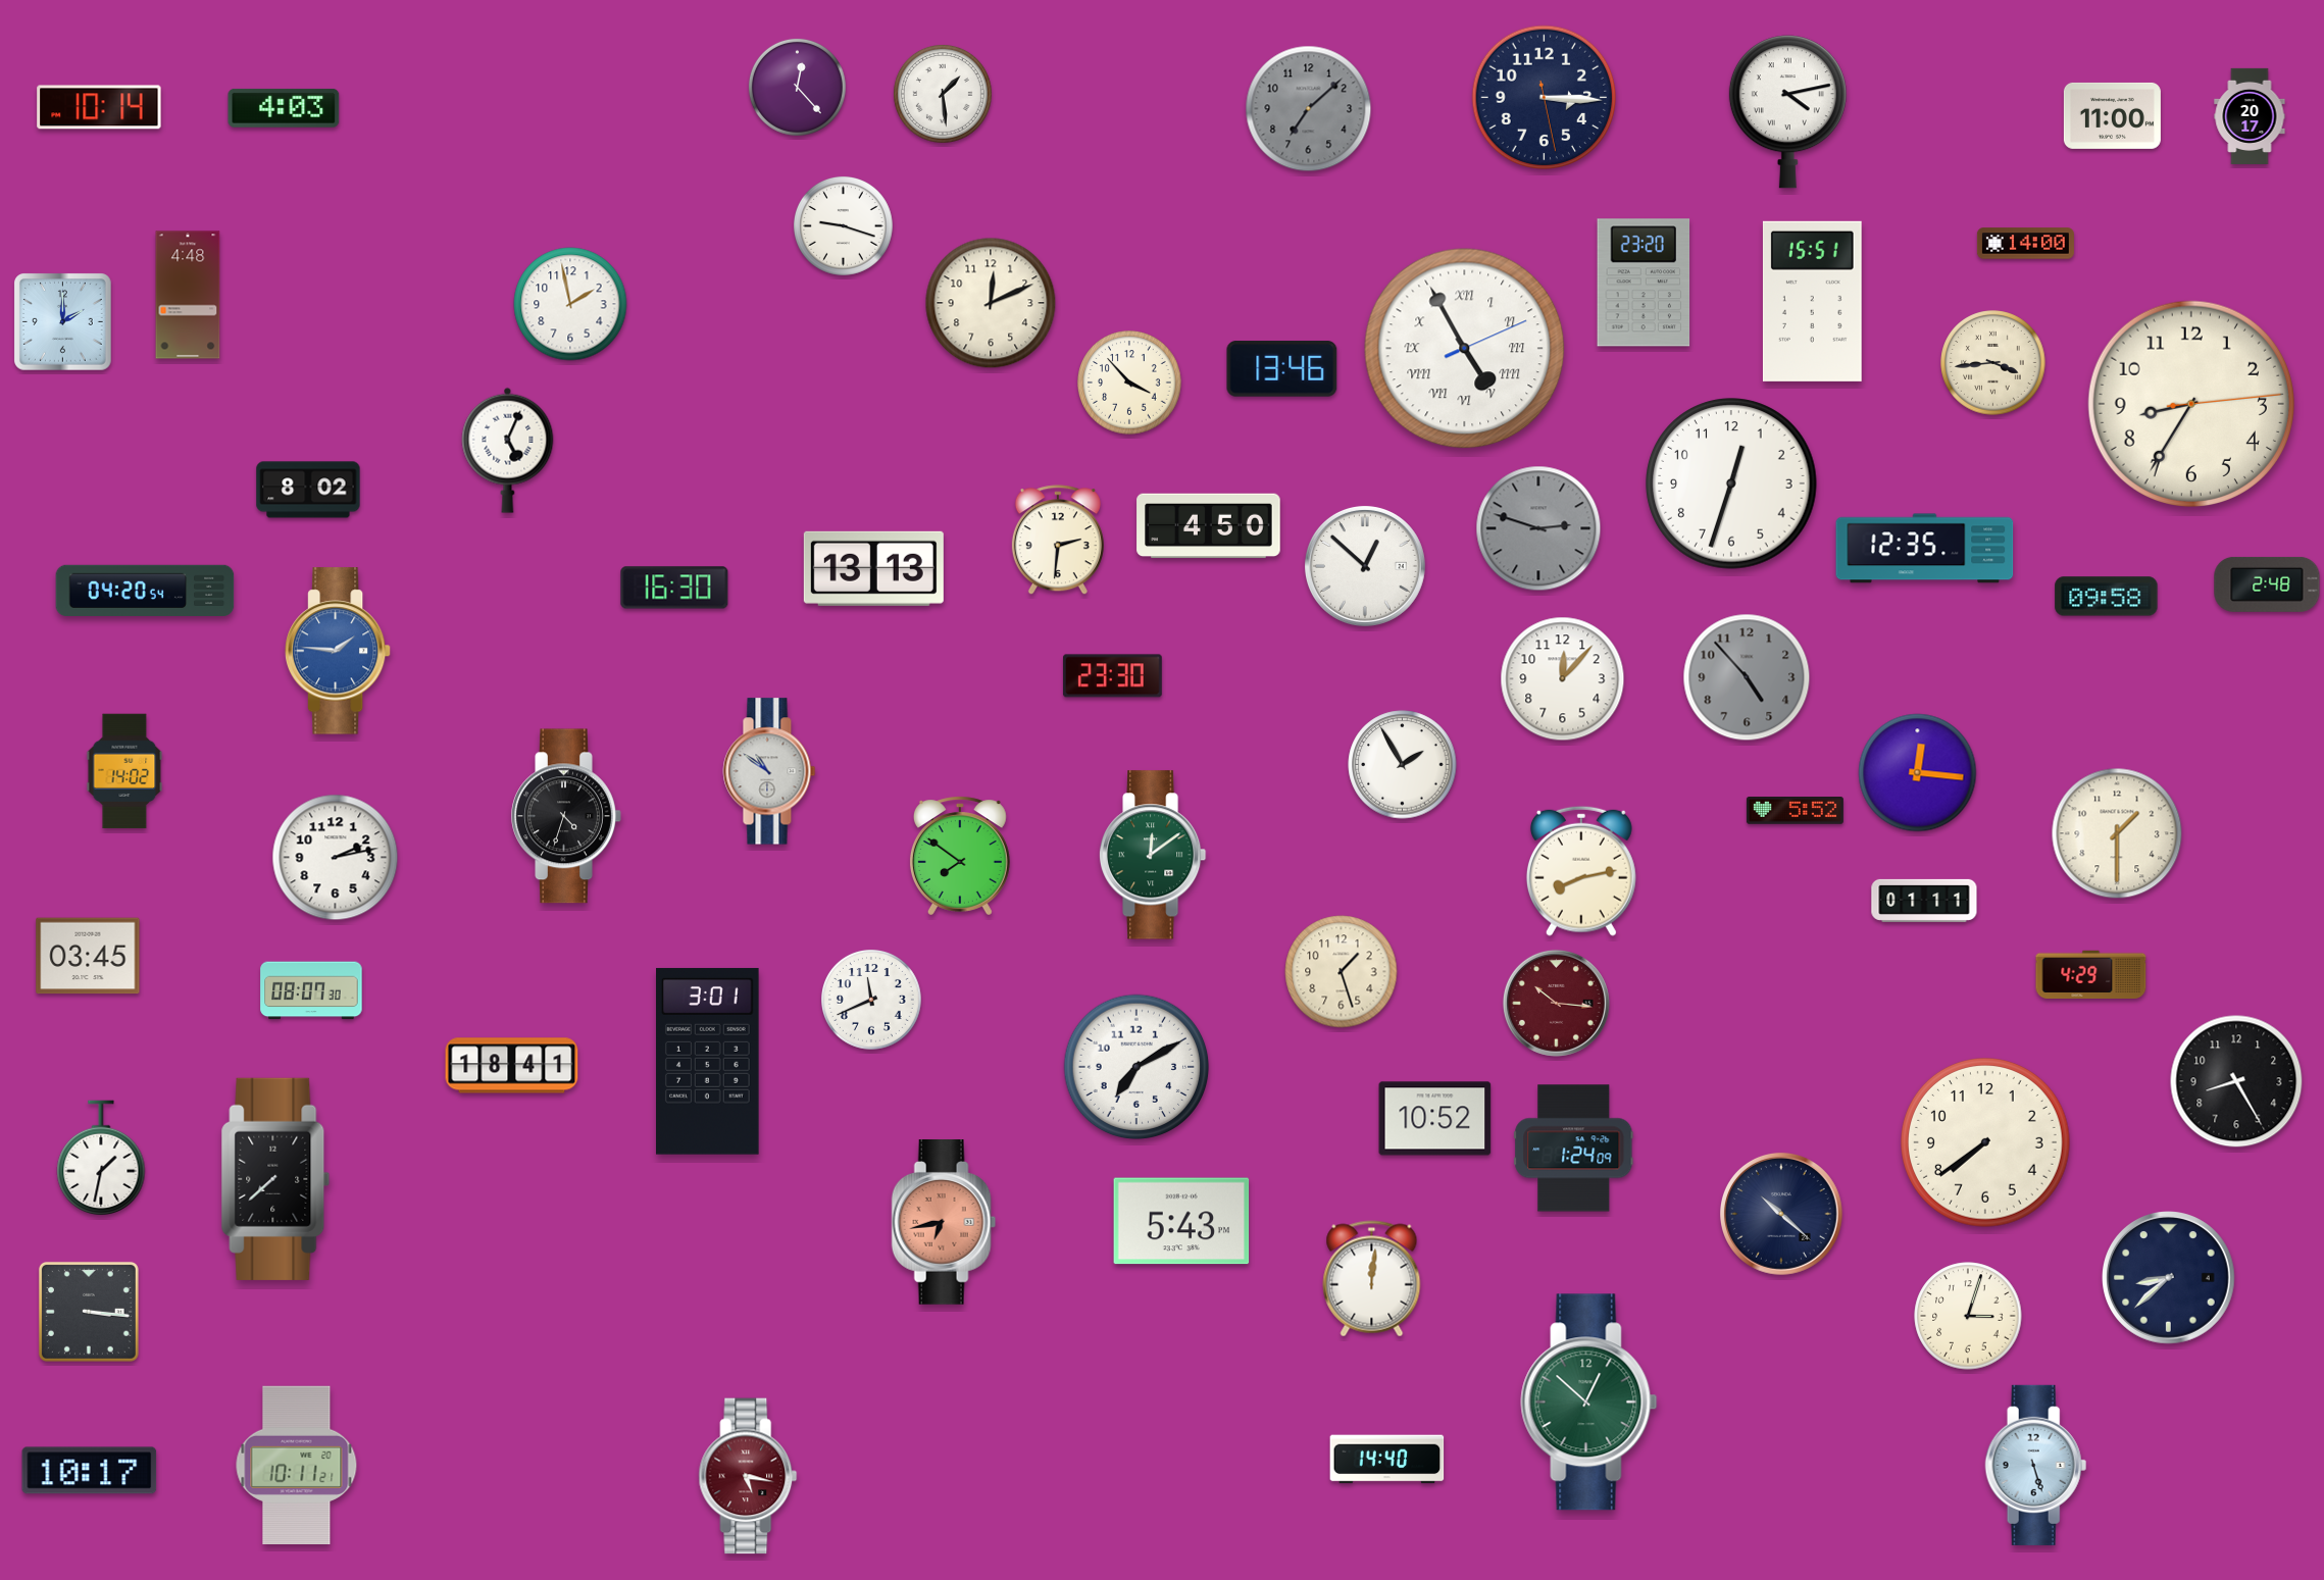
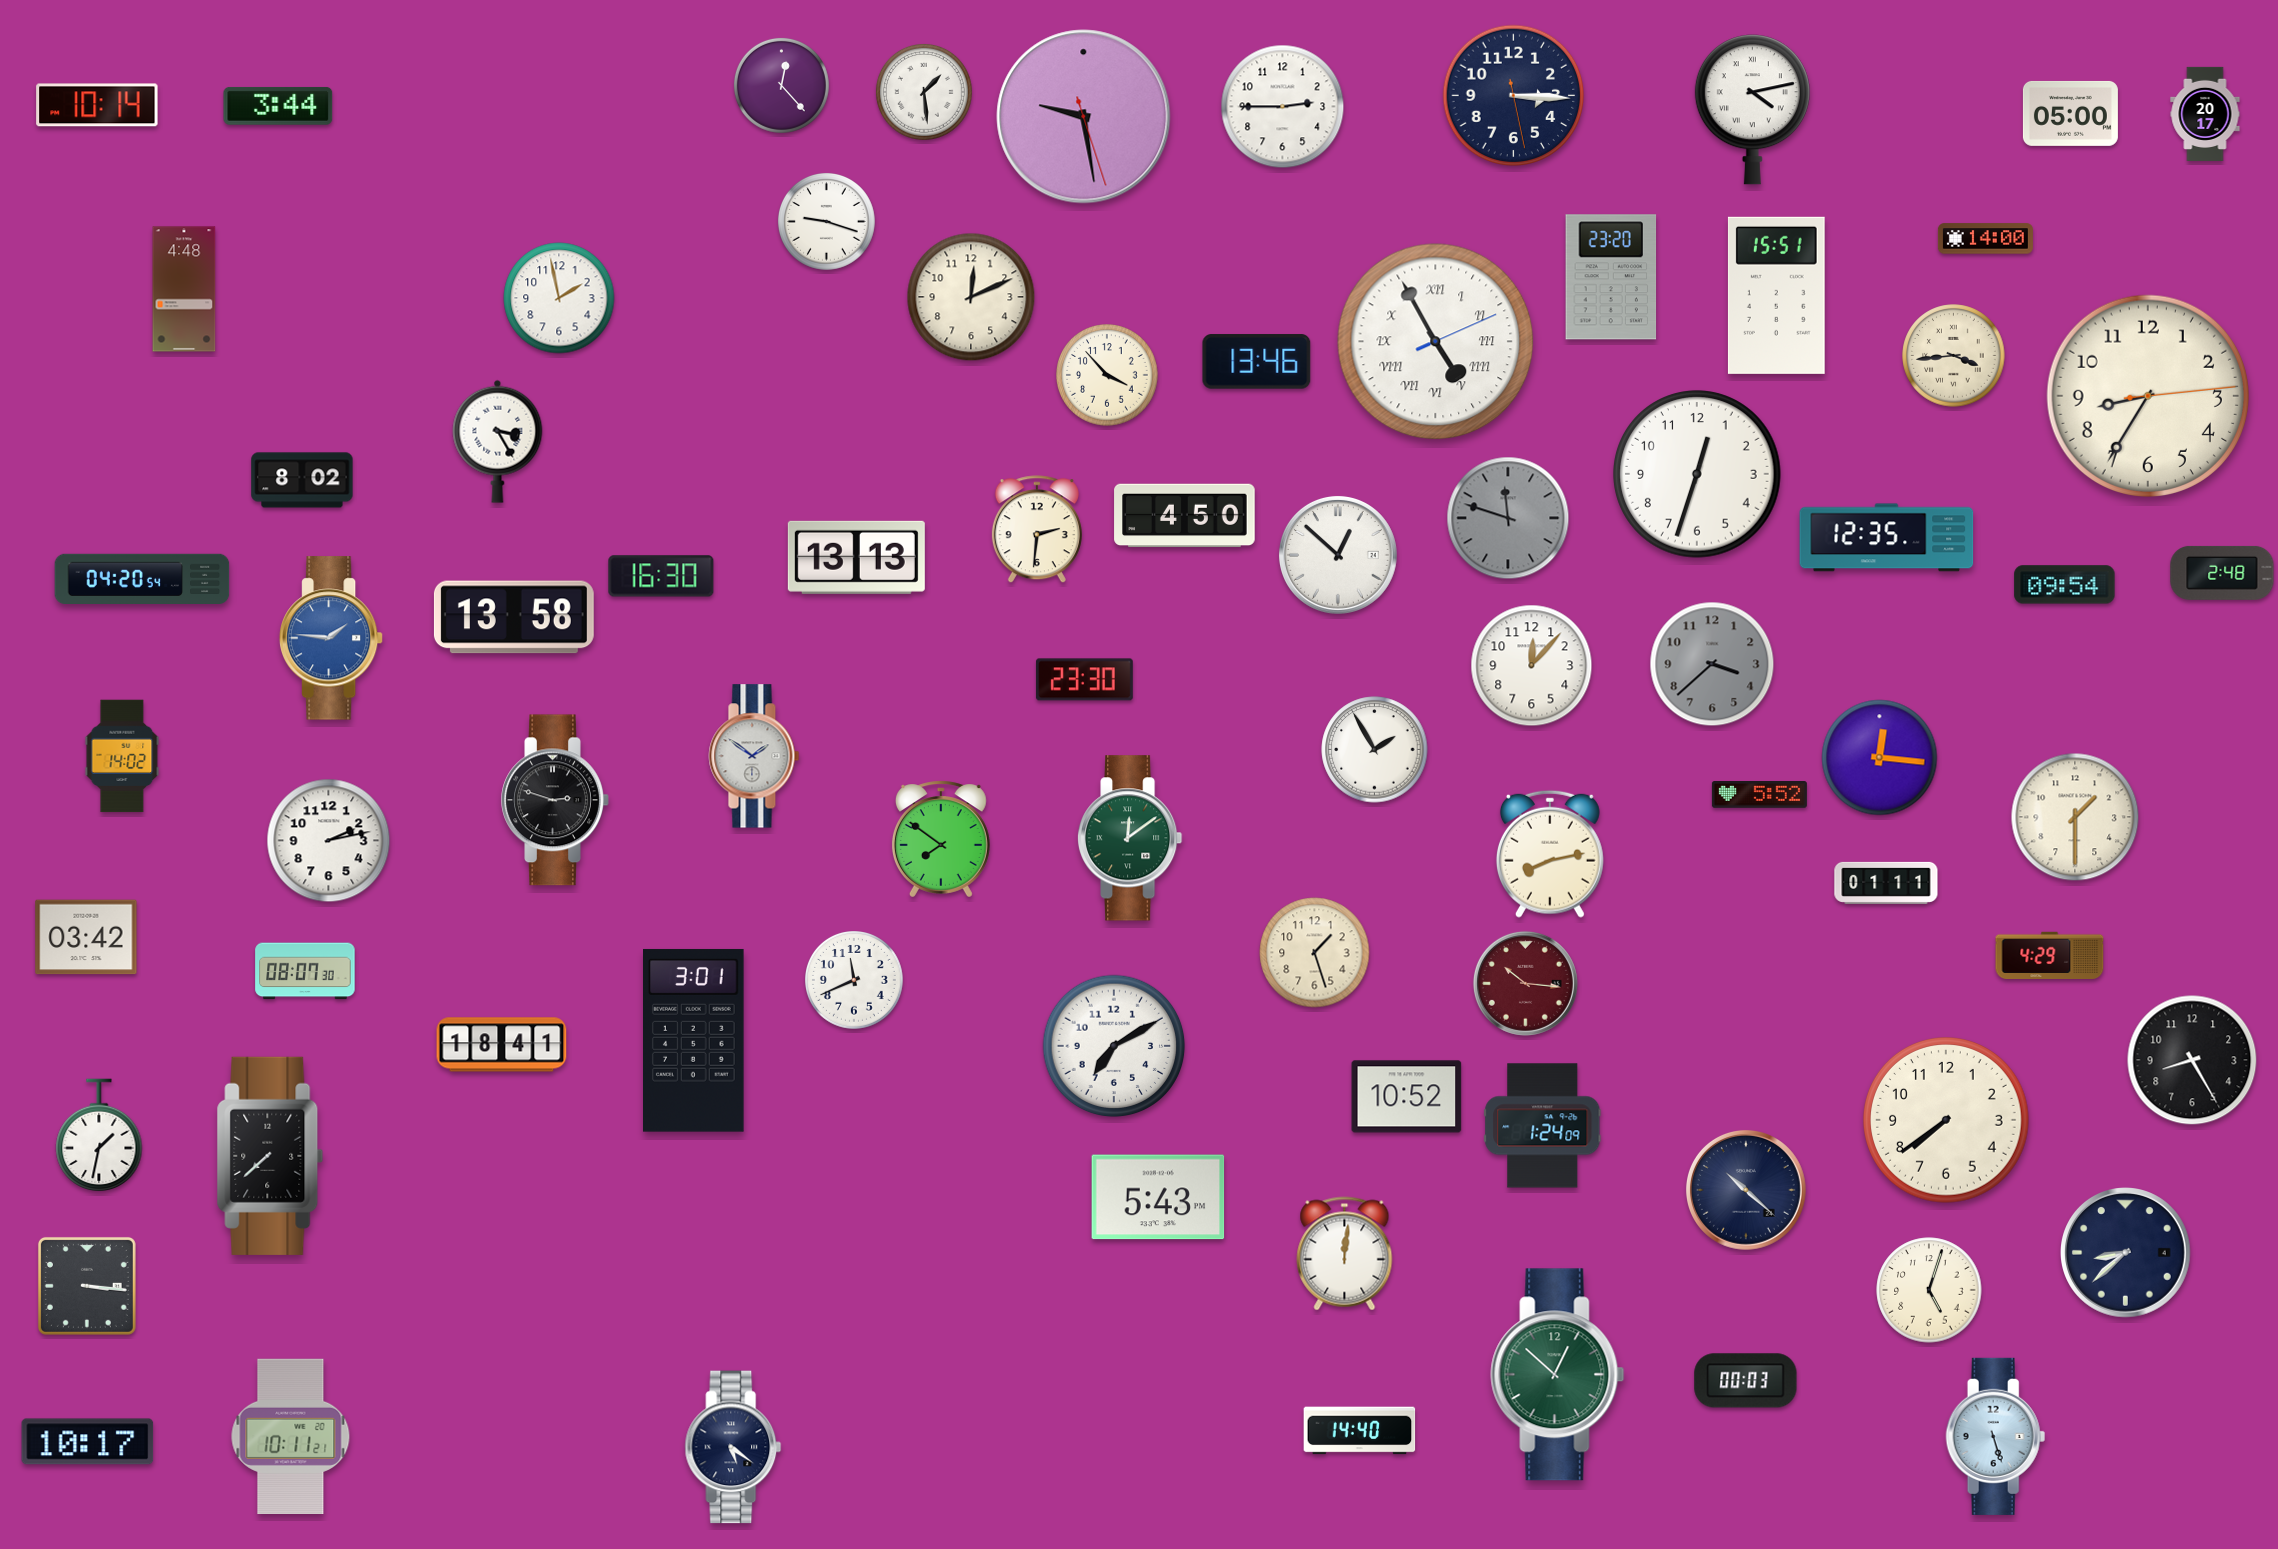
clock at (284, 108): 4:03 -> 3:44
clock at (1309, 109): 7:08 -> 2:45
clock at (1309, 109) dial: grey -> white
clock at (2112, 115): 11:00 -> 05:00
clock at (1084, 117): none -> 9:28
clock at (63, 322): 2:00 -> none
clock at (508, 450): 5:04 -> 3:25
clock at (1538, 528): 2:48 -> 11:48
clock at (2107, 597): 09:58 -> 09:54
clock at (514, 617): none -> 13:58
clock at (1112, 676) position: (1112, 676) -> (1084, 680)
clock at (1747, 677): 4:53 -> 3:38
clock at (769, 771): 10:51 -> 1:51
clock at (566, 816): 4:33 -> 2:48
clock at (88, 956): 03:45 -> 03:42
clock at (944, 1223): 6:43 -> none
clock at (1968, 1316): 3:03 -> 5:03
clock at (1746, 1381): none -> 00:03
clock at (748, 1476): 5:17 -> 5:21
clock at (748, 1476) dial: burgundy -> navy
